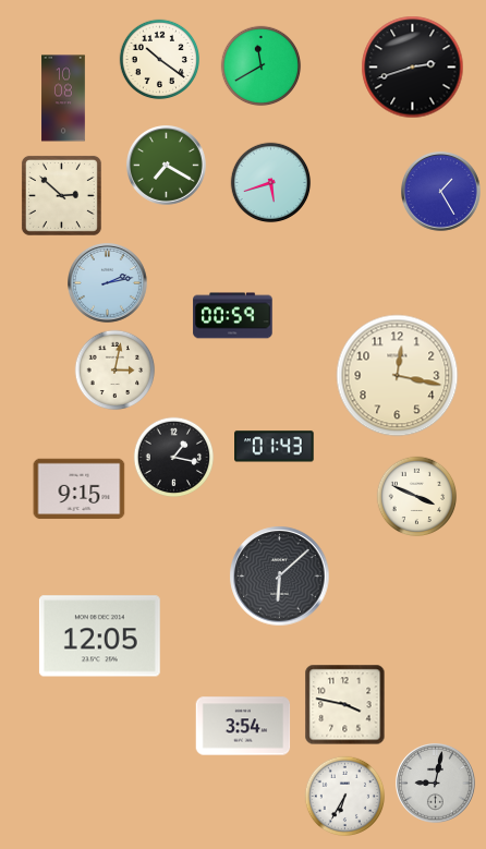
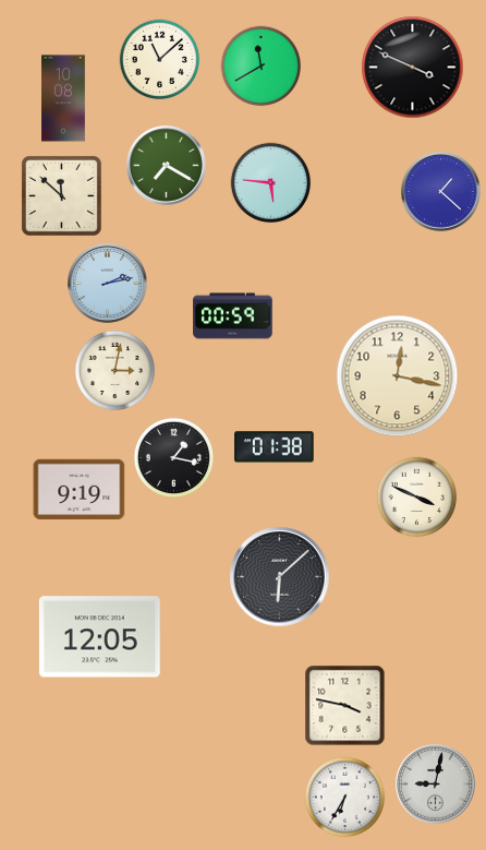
clock at (160, 60): 10:21 -> 11:08
clock at (413, 68): 2:42 -> 3:49
clock at (271, 183): 5:42 -> 5:46
clock at (441, 192): 1:25 -> 1:22
clock at (61, 195): 2:52 -> 11:52
clock at (275, 447): 01:43 -> 01:38
clock at (80, 489): 9:15 -> 9:19
clock at (243, 726): 3:54 -> none
